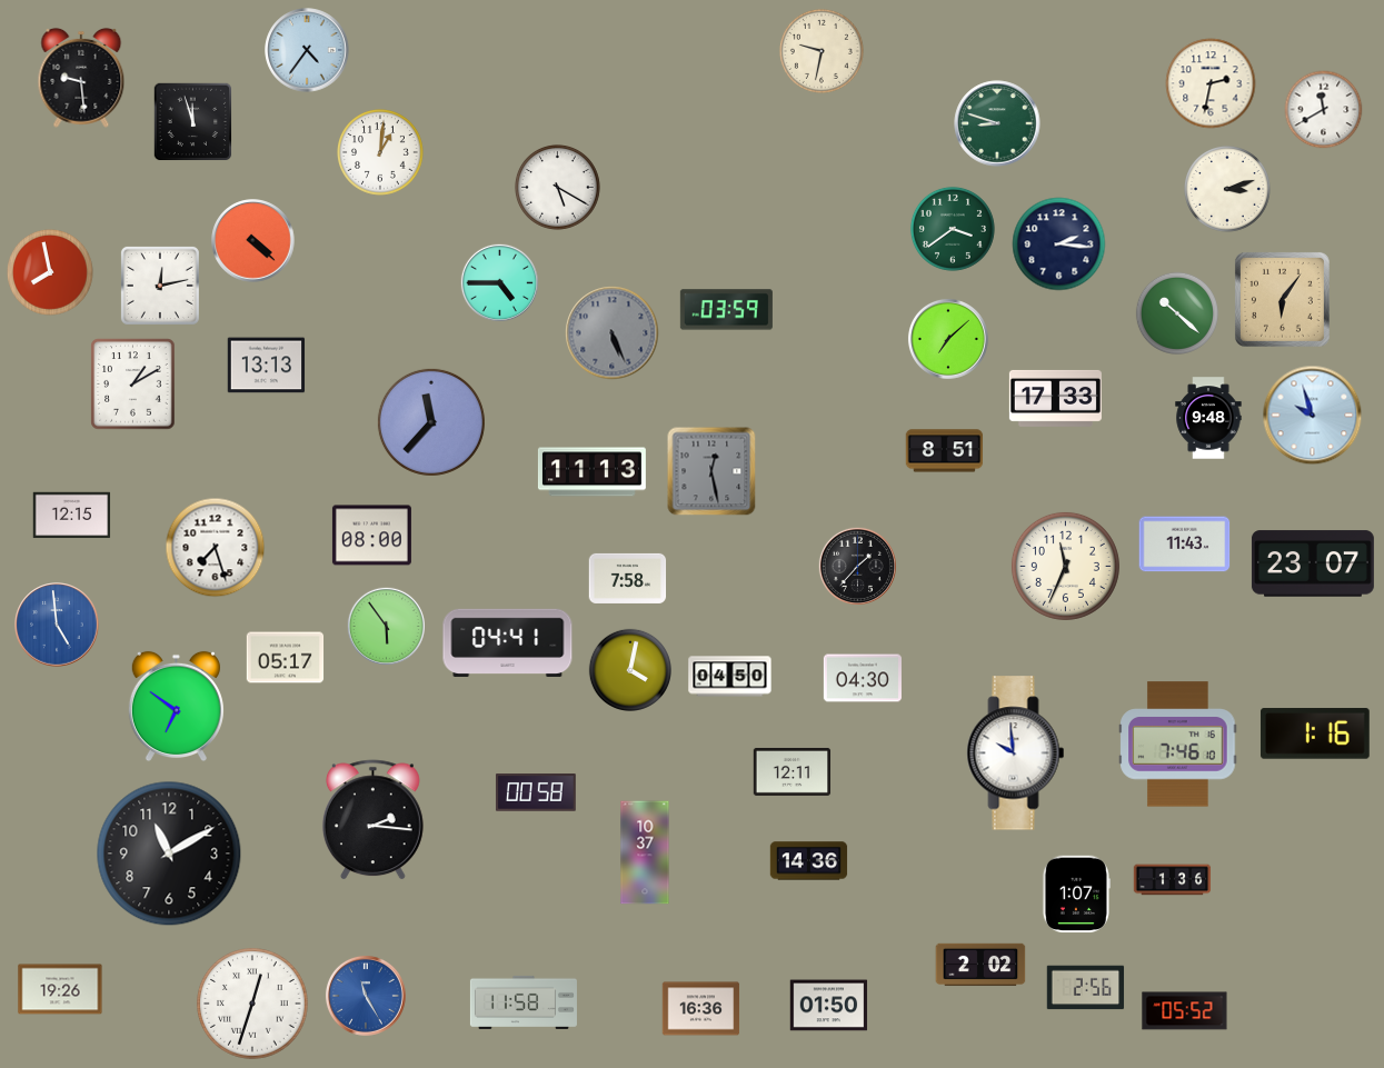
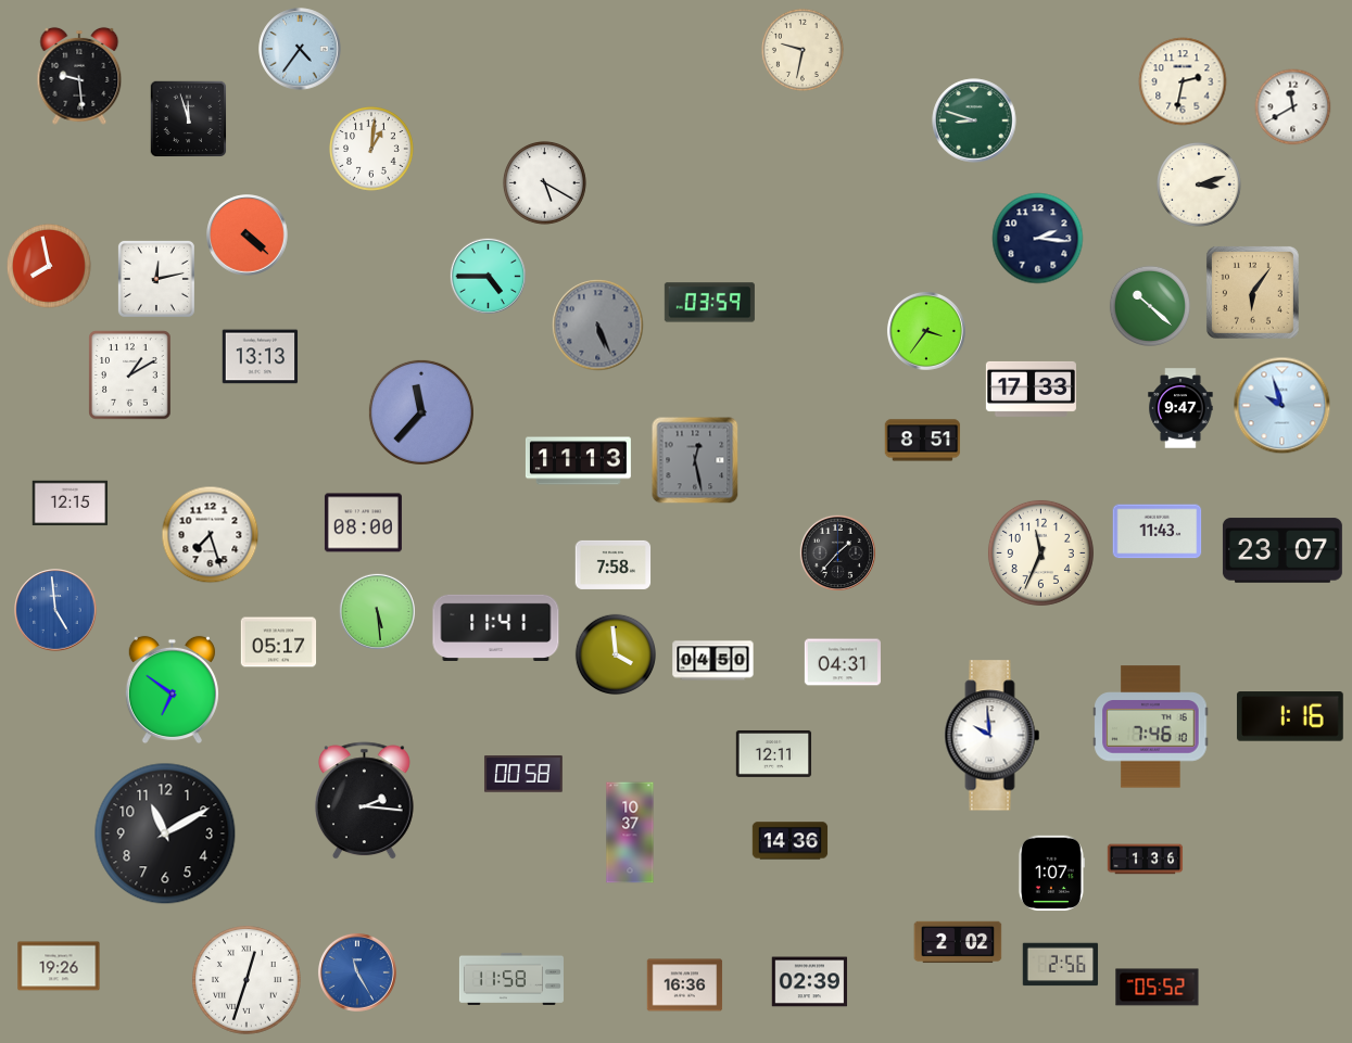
clock at (953, 229): 3:39 -> none
clock at (1059, 244) position: (1059, 244) -> (1038, 239)
clock at (948, 339): 7:08 -> 3:36
clock at (1208, 418): 9:48 -> 9:47
clock at (386, 626): 5:54 -> 5:29
clock at (508, 642): 04:41 -> 11:41
clock at (629, 669): 4:02 -> 3:59
clock at (863, 678): 04:30 -> 04:31
clock at (1315, 733) position: (1315, 733) -> (1290, 716)
clock at (829, 1006): 01:50 -> 02:39
